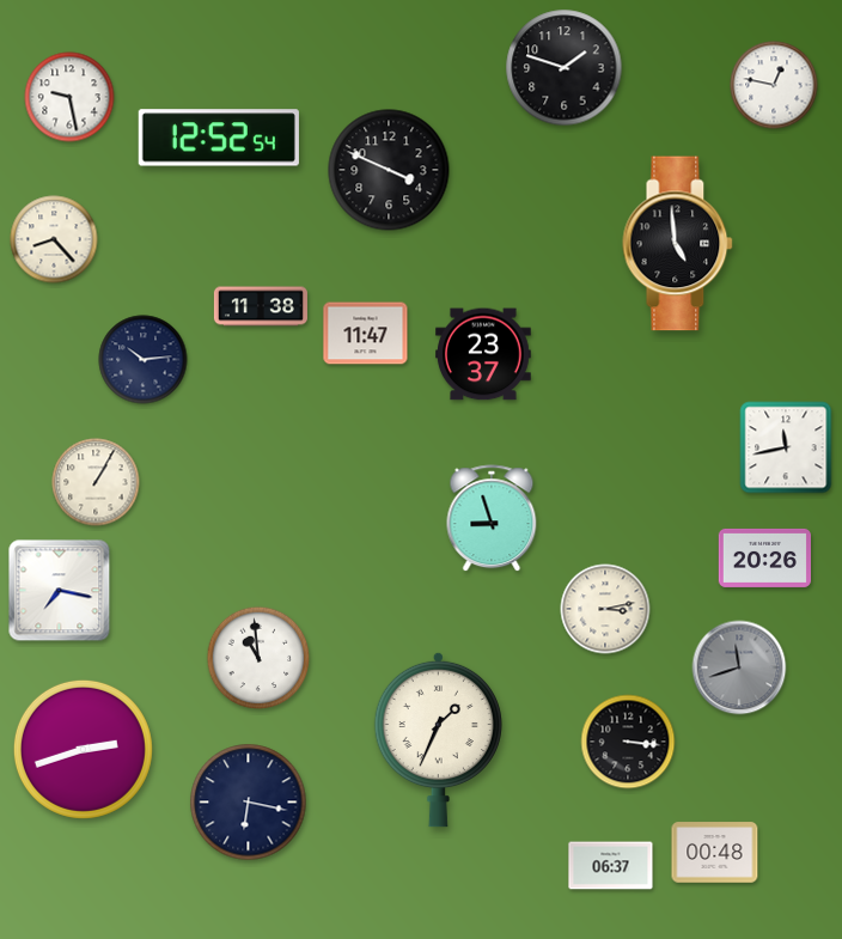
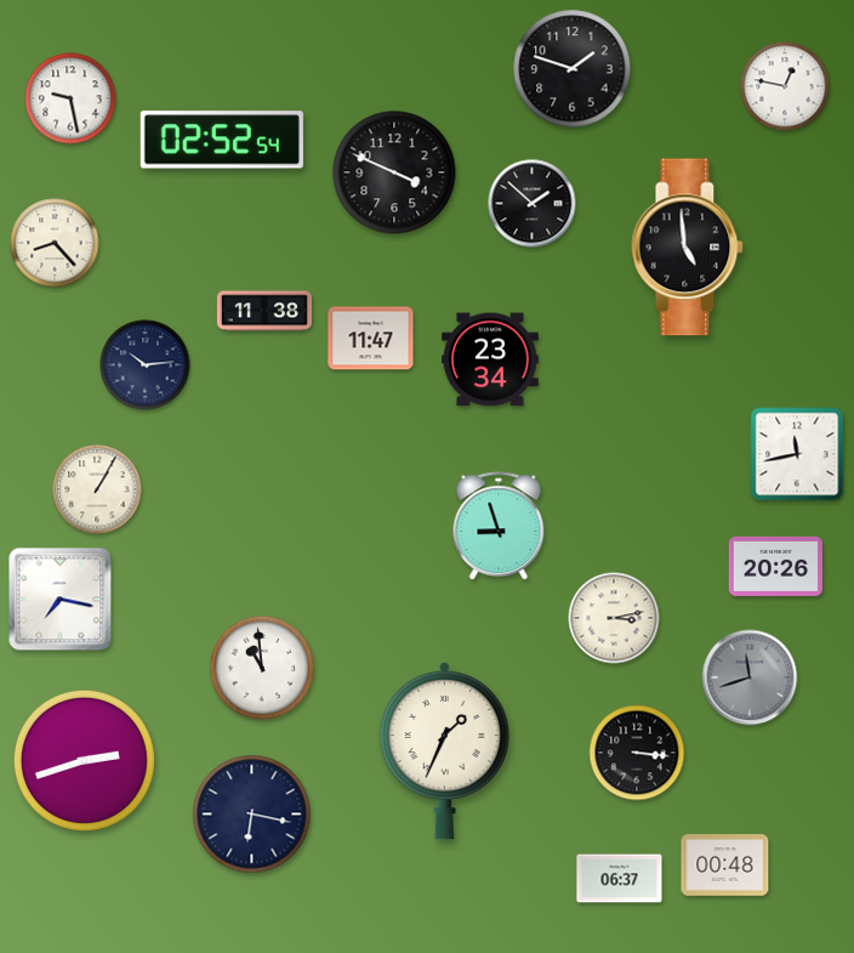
clock at (219, 138): 12:52 -> 02:52
clock at (533, 204): none -> 1:52
clock at (484, 354): 23:37 -> 23:34
